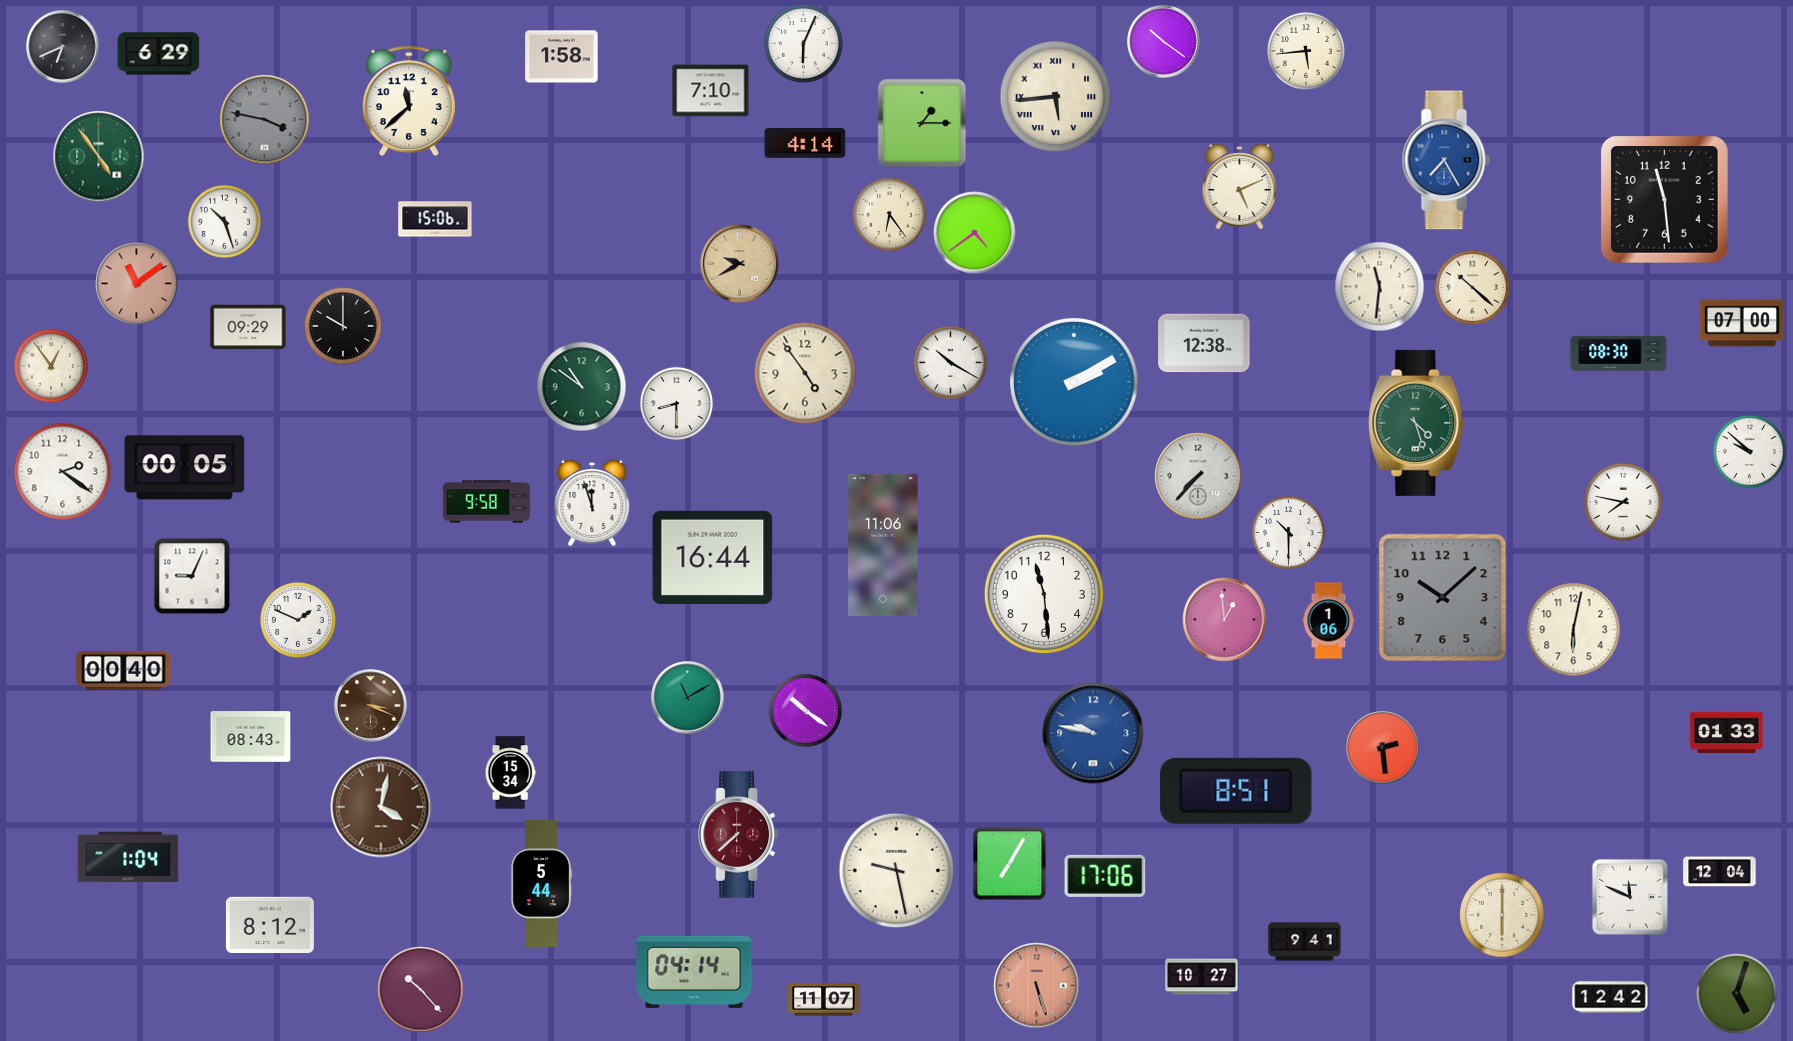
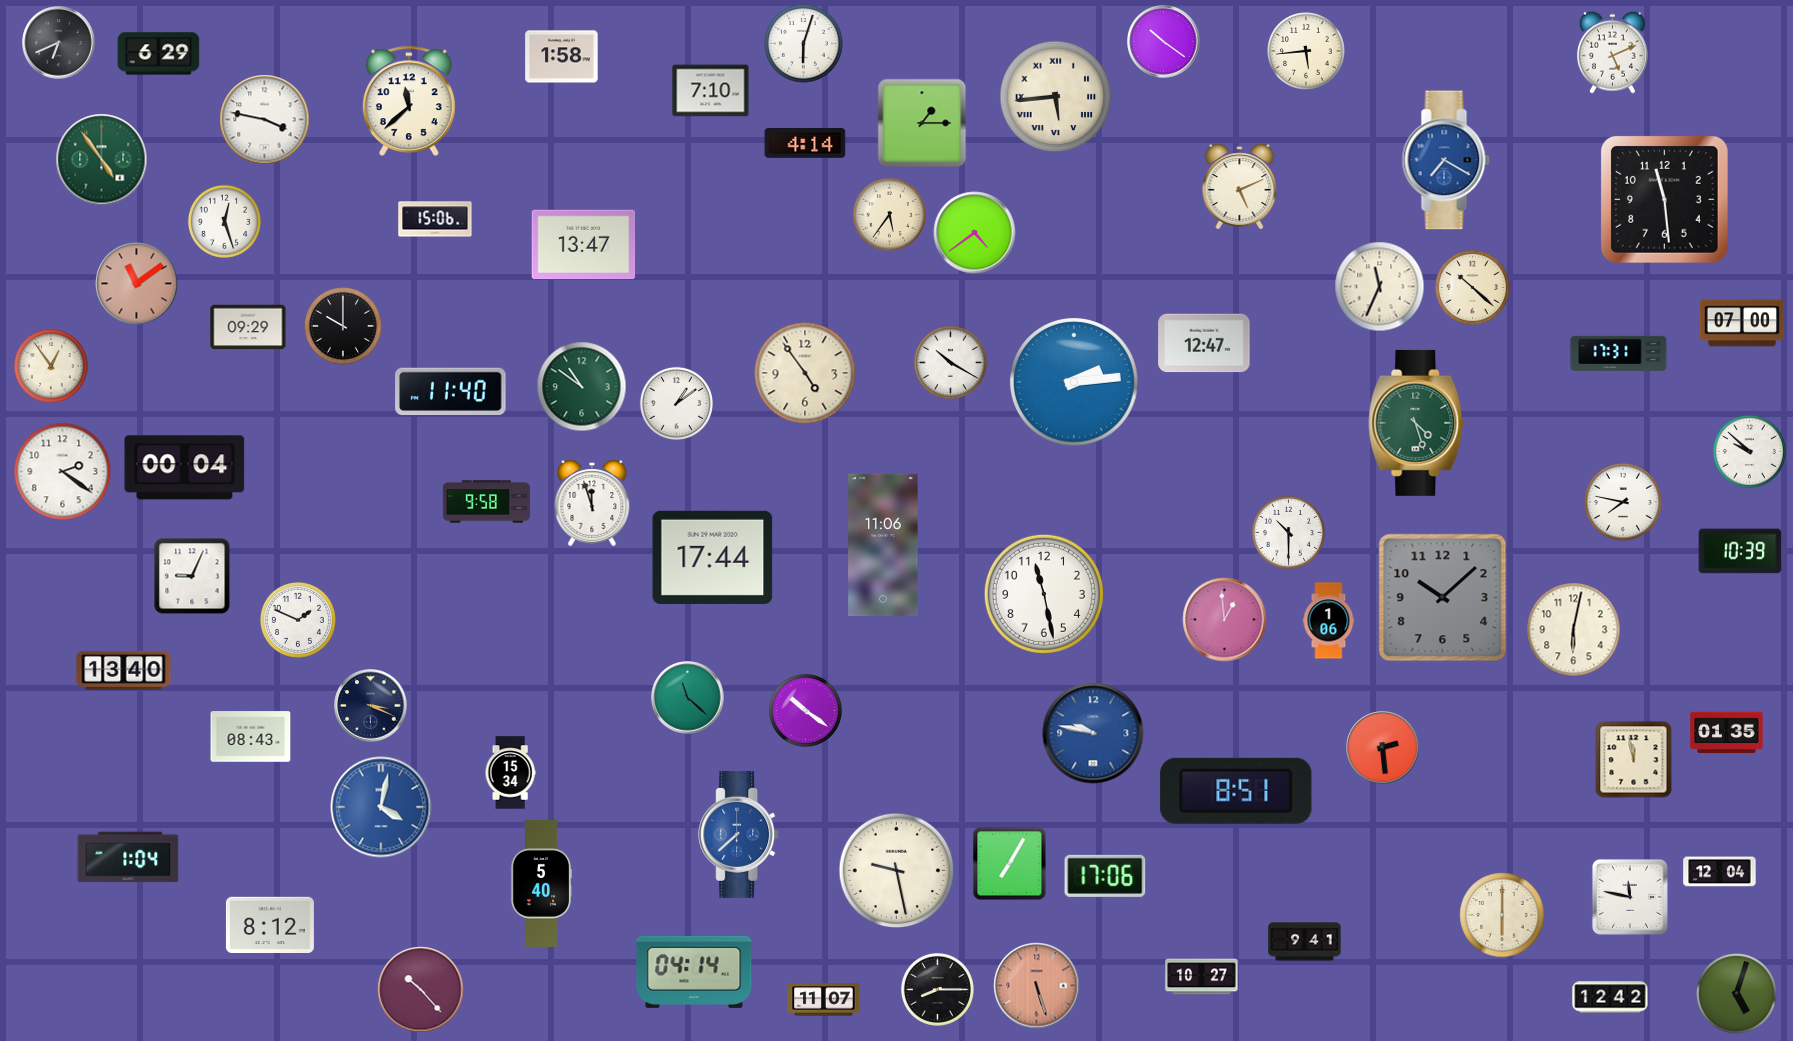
clock at (804, 44): 6:04 -> 6:03
clock at (63, 47) position: (63, 47) -> (59, 43)
clock at (1612, 52): none -> 5:11
clock at (265, 120) dial: grey -> white
clock at (99, 157) position: (99, 157) -> (102, 160)
clock at (1446, 160): 7:25 -> 7:20
clock at (889, 214): 6:24 -> 5:36
clock at (224, 221): 10:27 -> 12:27
clock at (584, 245): none -> 13:47
clock at (740, 264): 9:40 -> none
clock at (1380, 287): 11:31 -> 11:34
clock at (1204, 343): 12:38 -> 12:47
clock at (1619, 353): 08:30 -> 17:31
clock at (1075, 383): 2:10 -> 2:14
clock at (451, 391): none -> 11:40
clock at (676, 403): 8:30 -> 1:09
clock at (185, 468): 00:05 -> 00:04
clock at (1198, 476): 7:37 -> none
clock at (1740, 551): none -> 10:39
clock at (713, 557): 16:44 -> 17:44
clock at (1044, 594): 11:29 -> 11:28
clock at (124, 670): 00:40 -> 13:40
clock at (688, 698): 11:10 -> 11:22
clock at (371, 706) dial: brown -> navy
clock at (1727, 733): 01:33 -> 01:35
clock at (1634, 760): none -> 11:58
clock at (381, 807) dial: brown -> blue
clock at (739, 834) dial: burgundy -> blue
clock at (541, 883): 5:44 -> 5:40
clock at (1630, 897): 11:49 -> 11:47
clock at (937, 989): none -> 8:15
